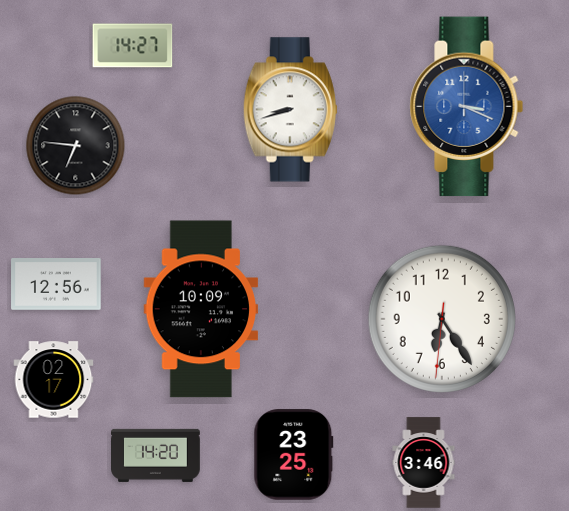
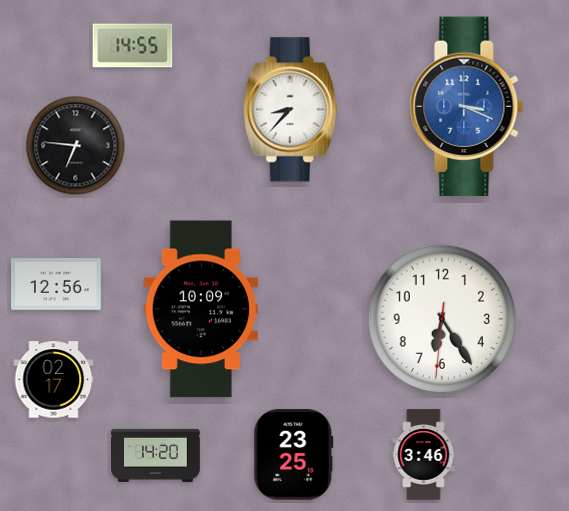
clock at (133, 46): 14:27 -> 14:55
clock at (290, 110): 8:42 -> 8:37
clock at (424, 463) position: (424, 463) -> (424, 455)
